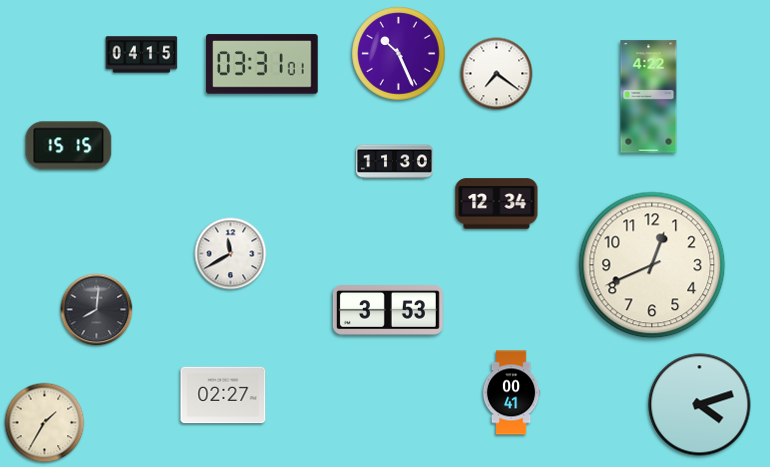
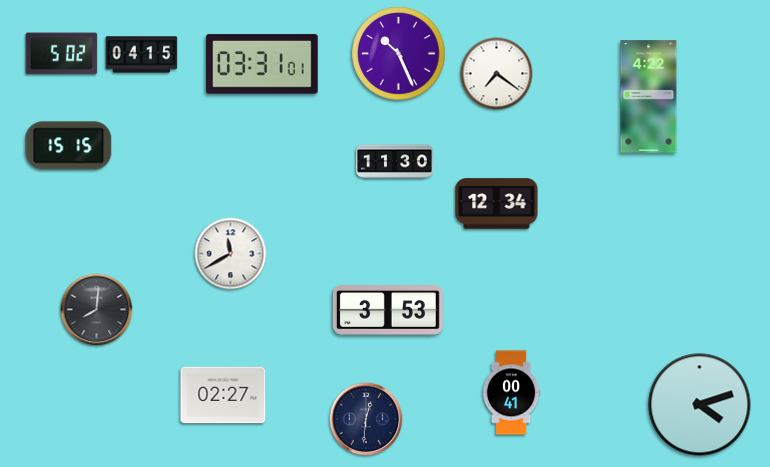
clock at (62, 54): none -> 5:02
clock at (652, 265): 12:41 -> none
clock at (366, 419): none -> 12:31
clock at (45, 423): 1:35 -> none
